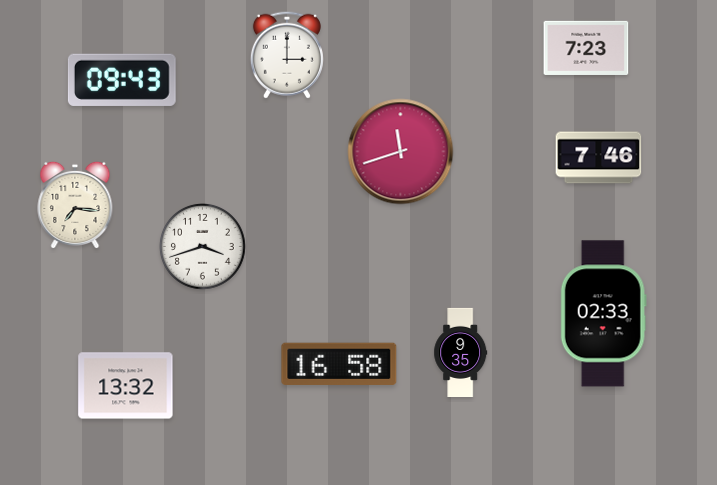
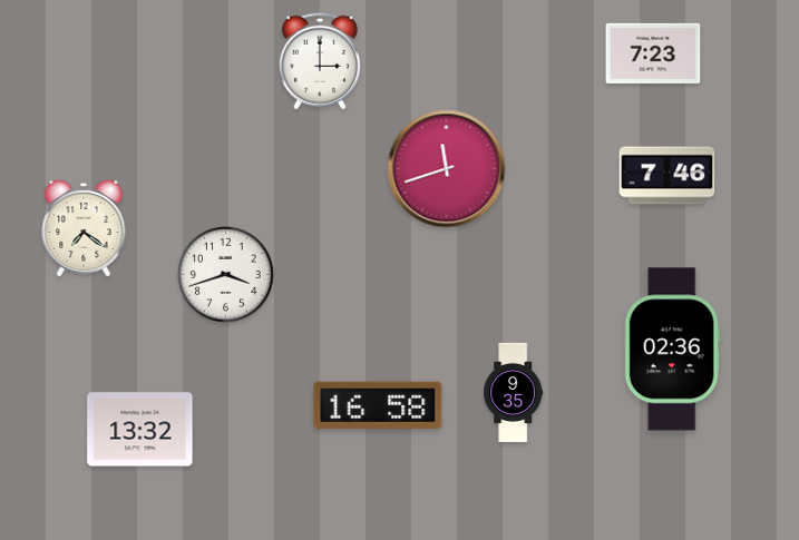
clock at (122, 80): 09:43 -> none
clock at (75, 205): 7:16 -> 7:21
clock at (603, 314): 02:33 -> 02:36
